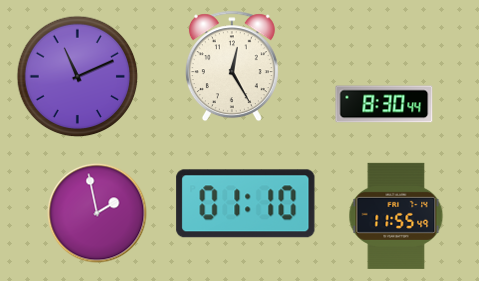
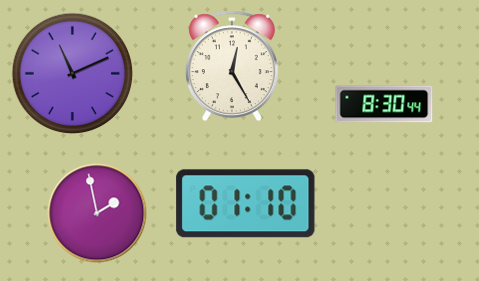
clock at (78, 77) position: (78, 77) -> (73, 74)
clock at (396, 216): 11:55 -> none
